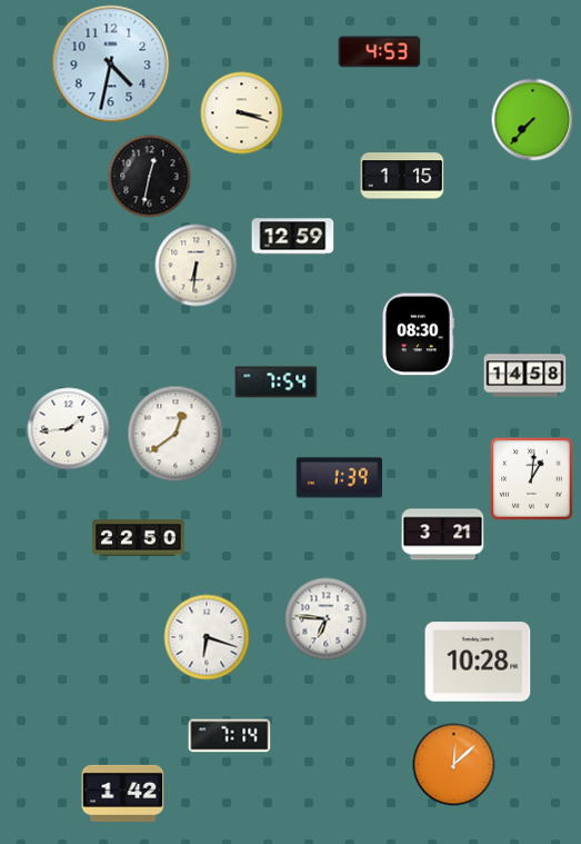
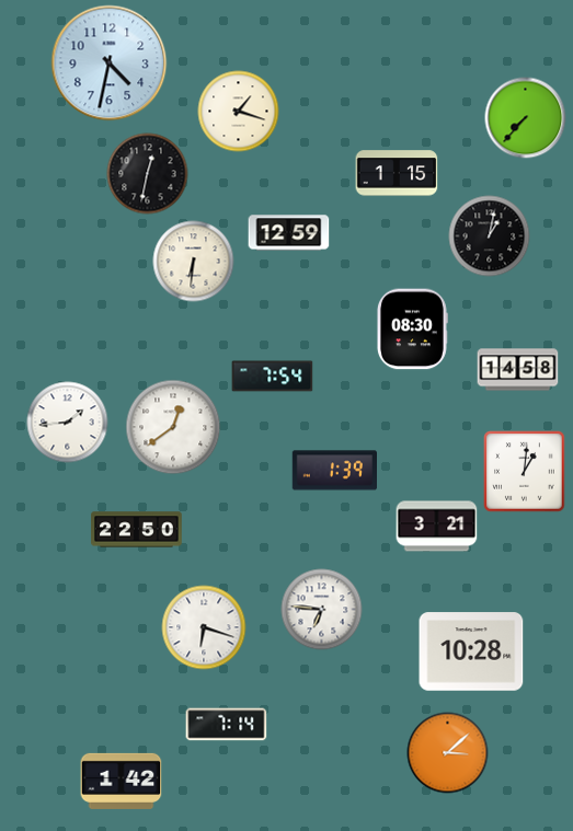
clock at (380, 52): 4:53 -> none
clock at (242, 113): 3:18 -> 1:18
clock at (490, 236): none -> 1:02
clock at (454, 765): 12:08 -> 3:08
